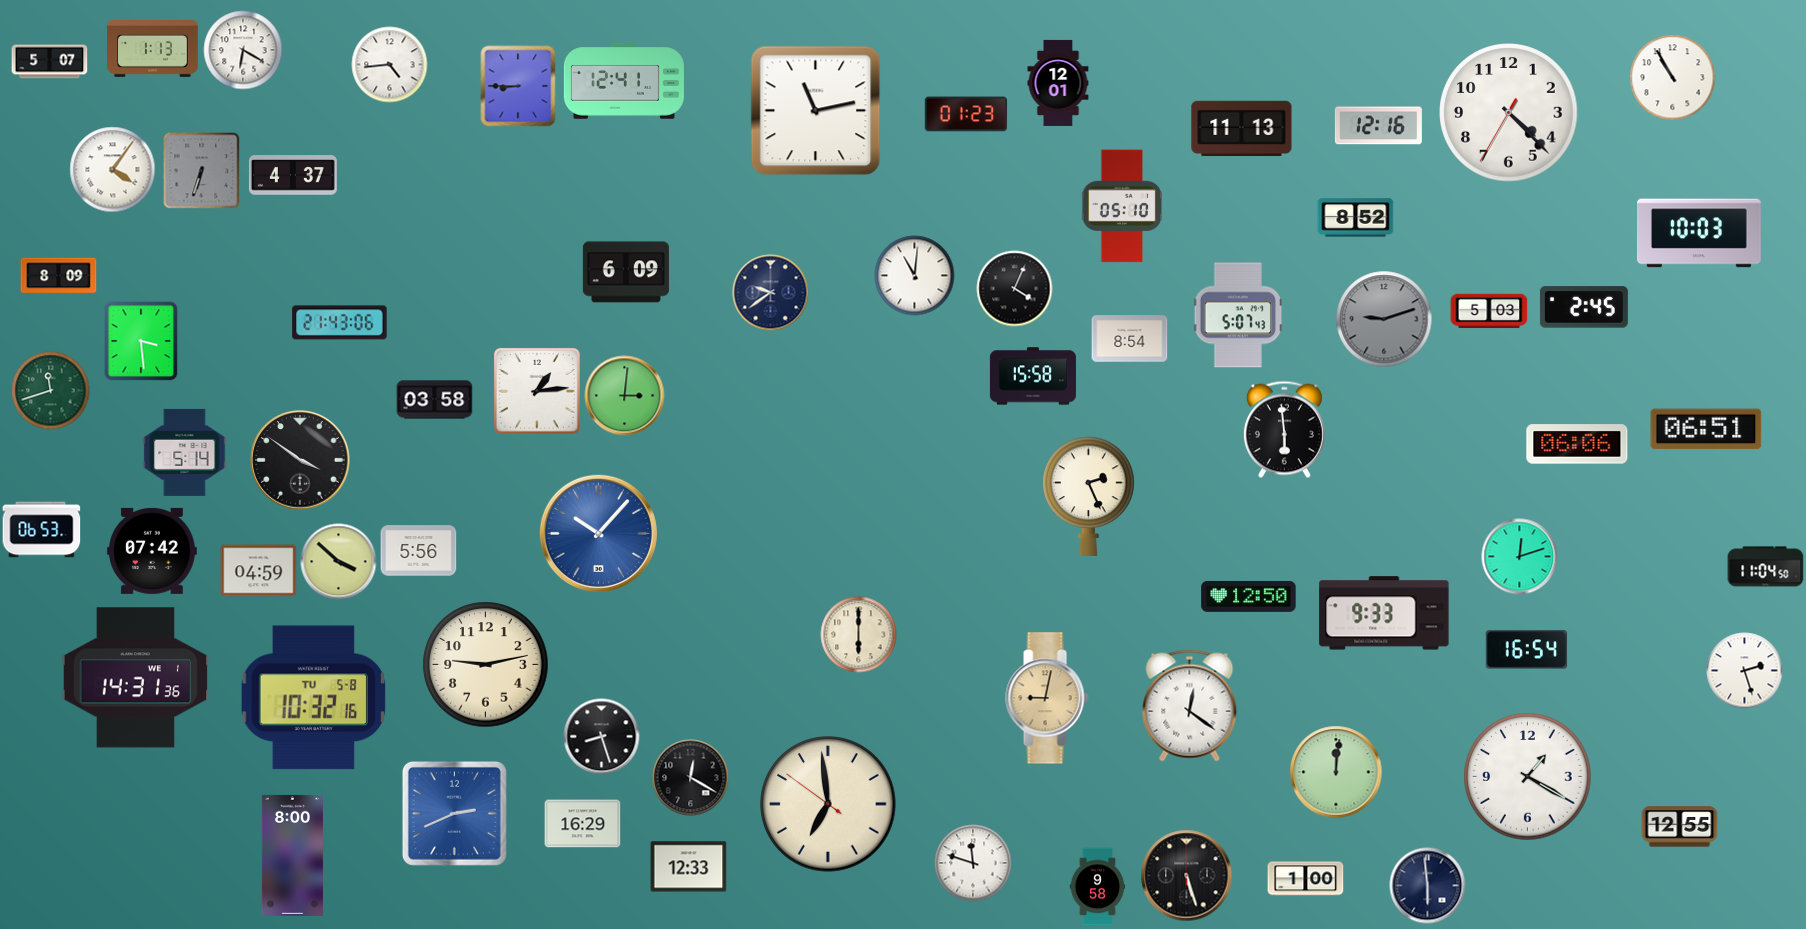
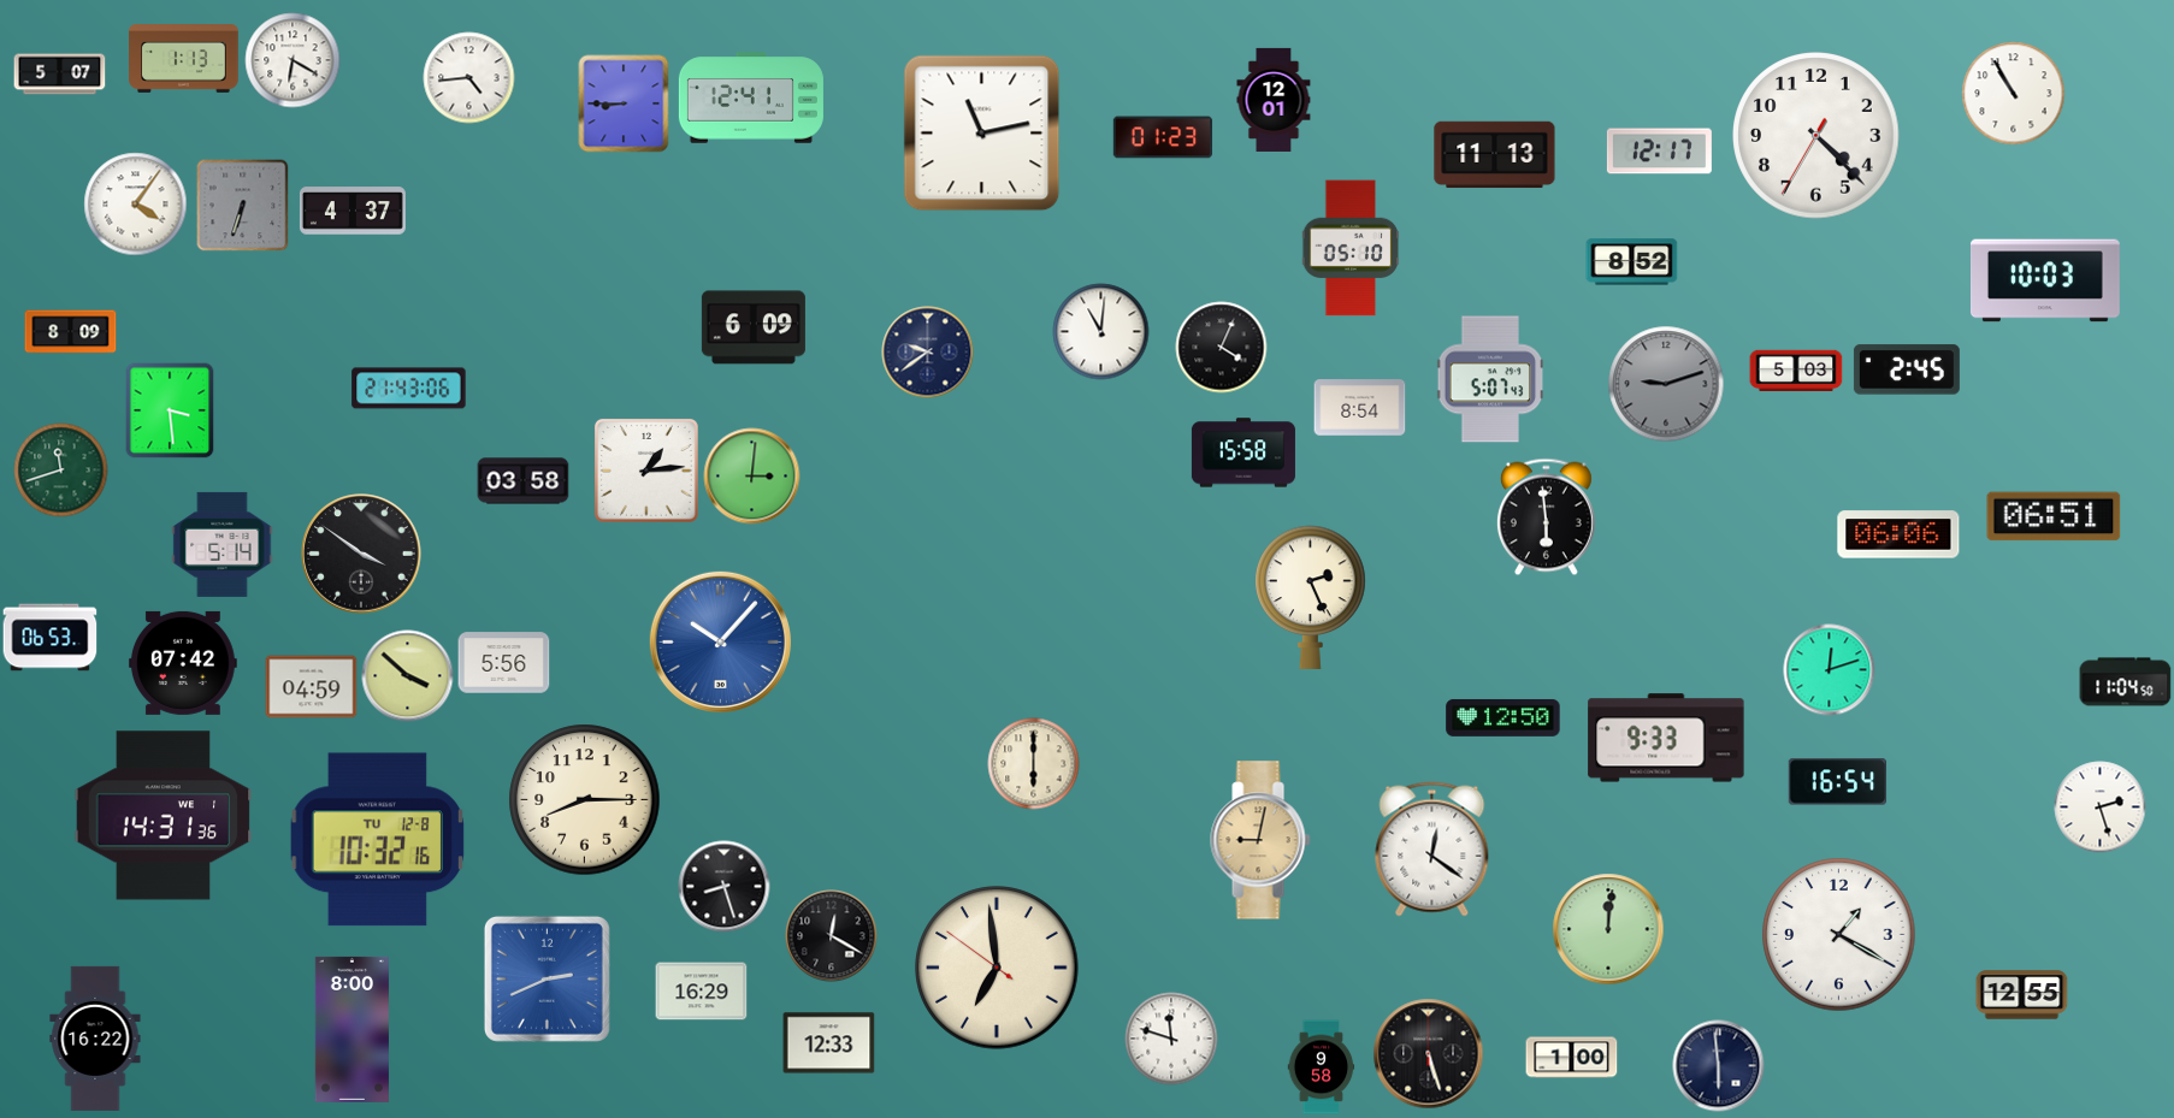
clock at (1378, 126): 12:16 -> 12:17
clock at (1489, 311) position: (1489, 311) -> (1796, 371)
clock at (486, 665): 9:13 -> 8:15
clock at (314, 698) date: TU 5-8 -> TU 12-8
clock at (95, 1039): none -> 16:22
